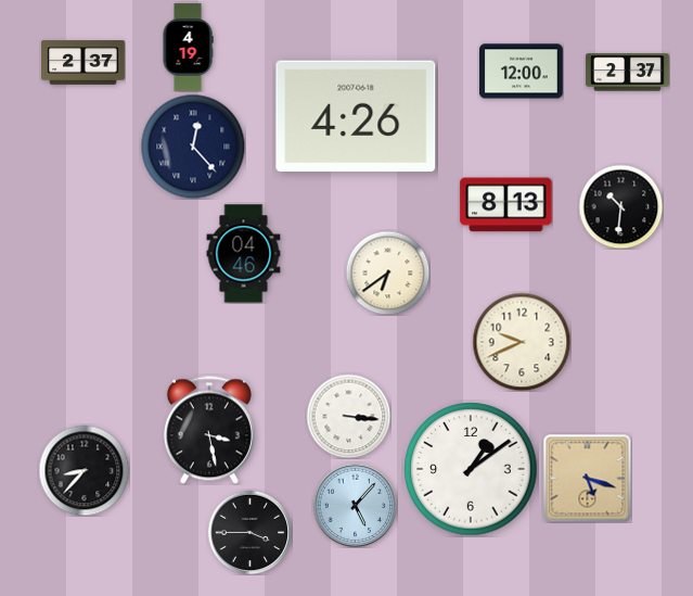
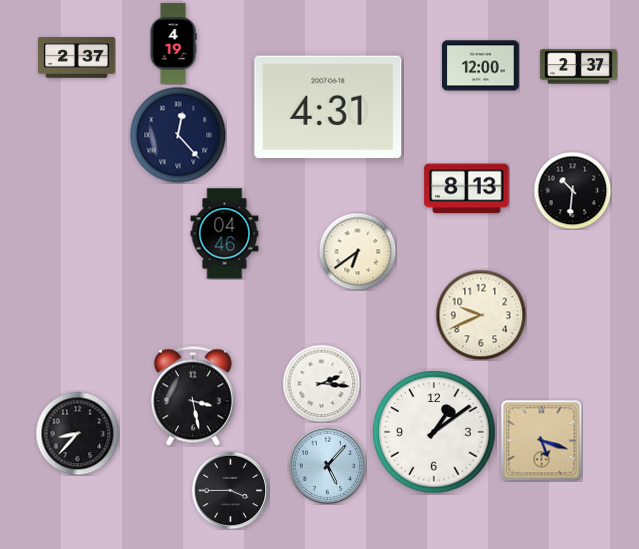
clock at (356, 116): 4:26 -> 4:31
clock at (348, 416): 3:16 -> 2:16
